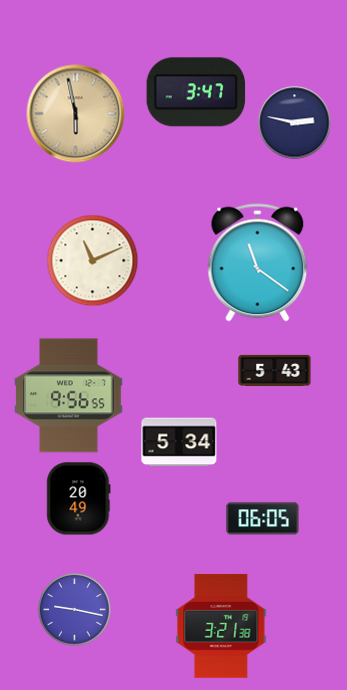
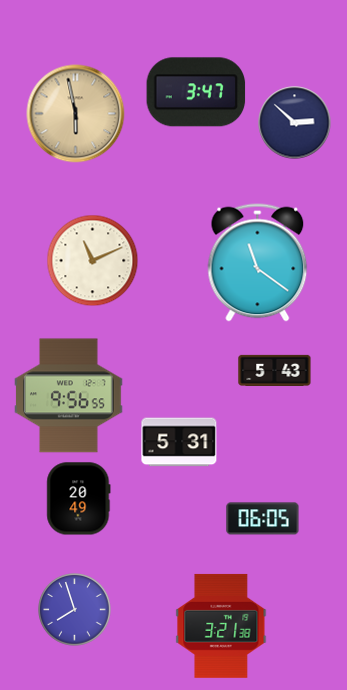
clock at (295, 123): 2:47 -> 2:52
clock at (179, 442): 5:34 -> 5:31
clock at (75, 610): 9:17 -> 7:57
